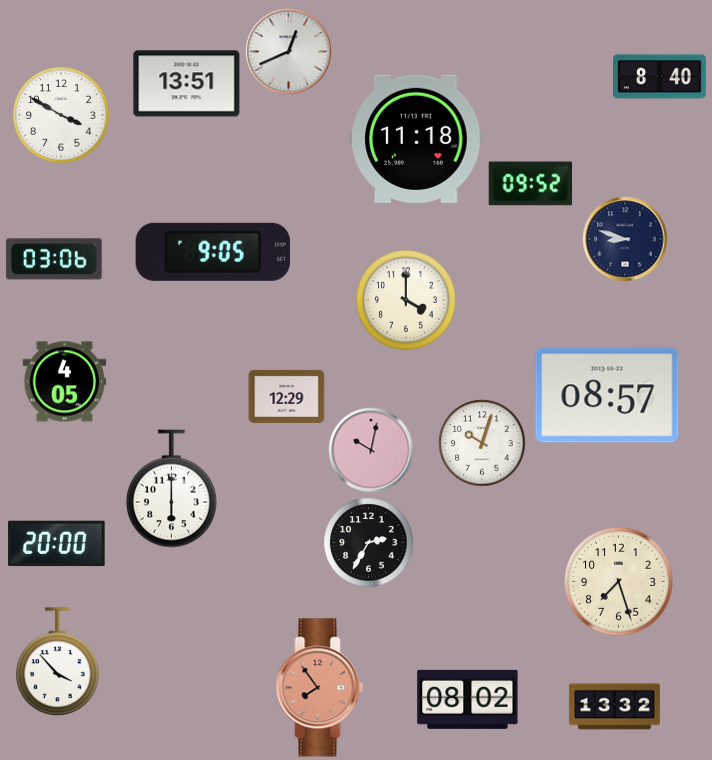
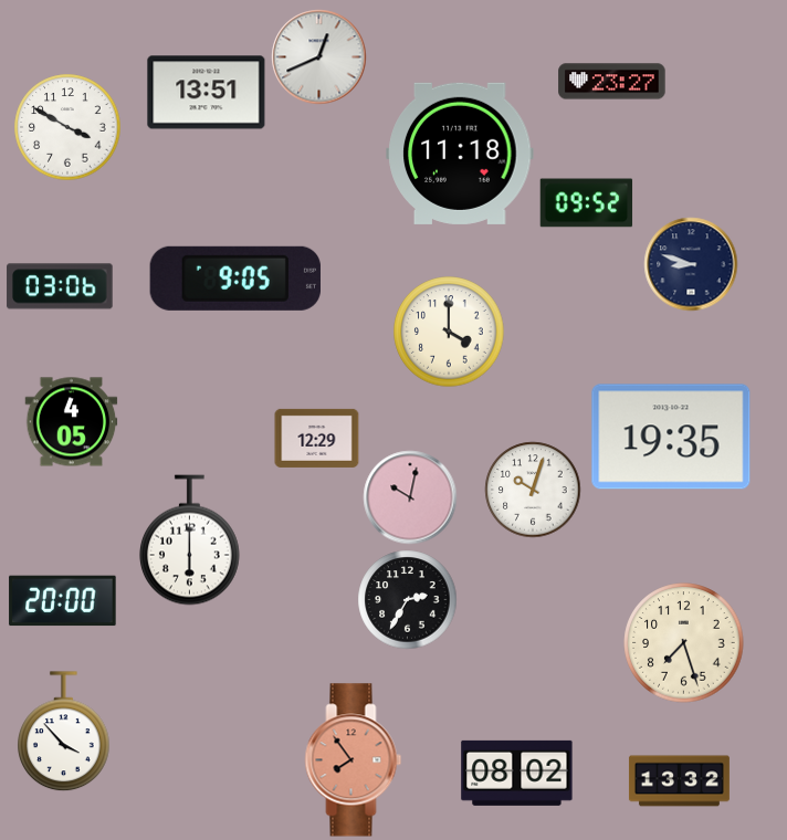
clock at (612, 82): none -> 23:27
clock at (660, 77): 8:40 -> none
clock at (607, 395): 08:57 -> 19:35
